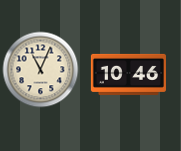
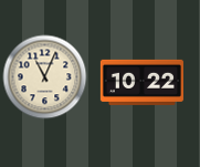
clock at (128, 74): 10:46 -> 10:22
